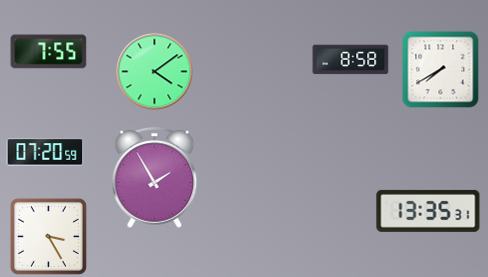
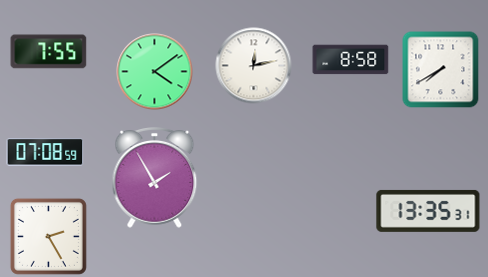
clock at (254, 66): none -> 12:13
clock at (45, 152): 07:20 -> 07:08
clock at (48, 236): 3:25 -> 2:25
